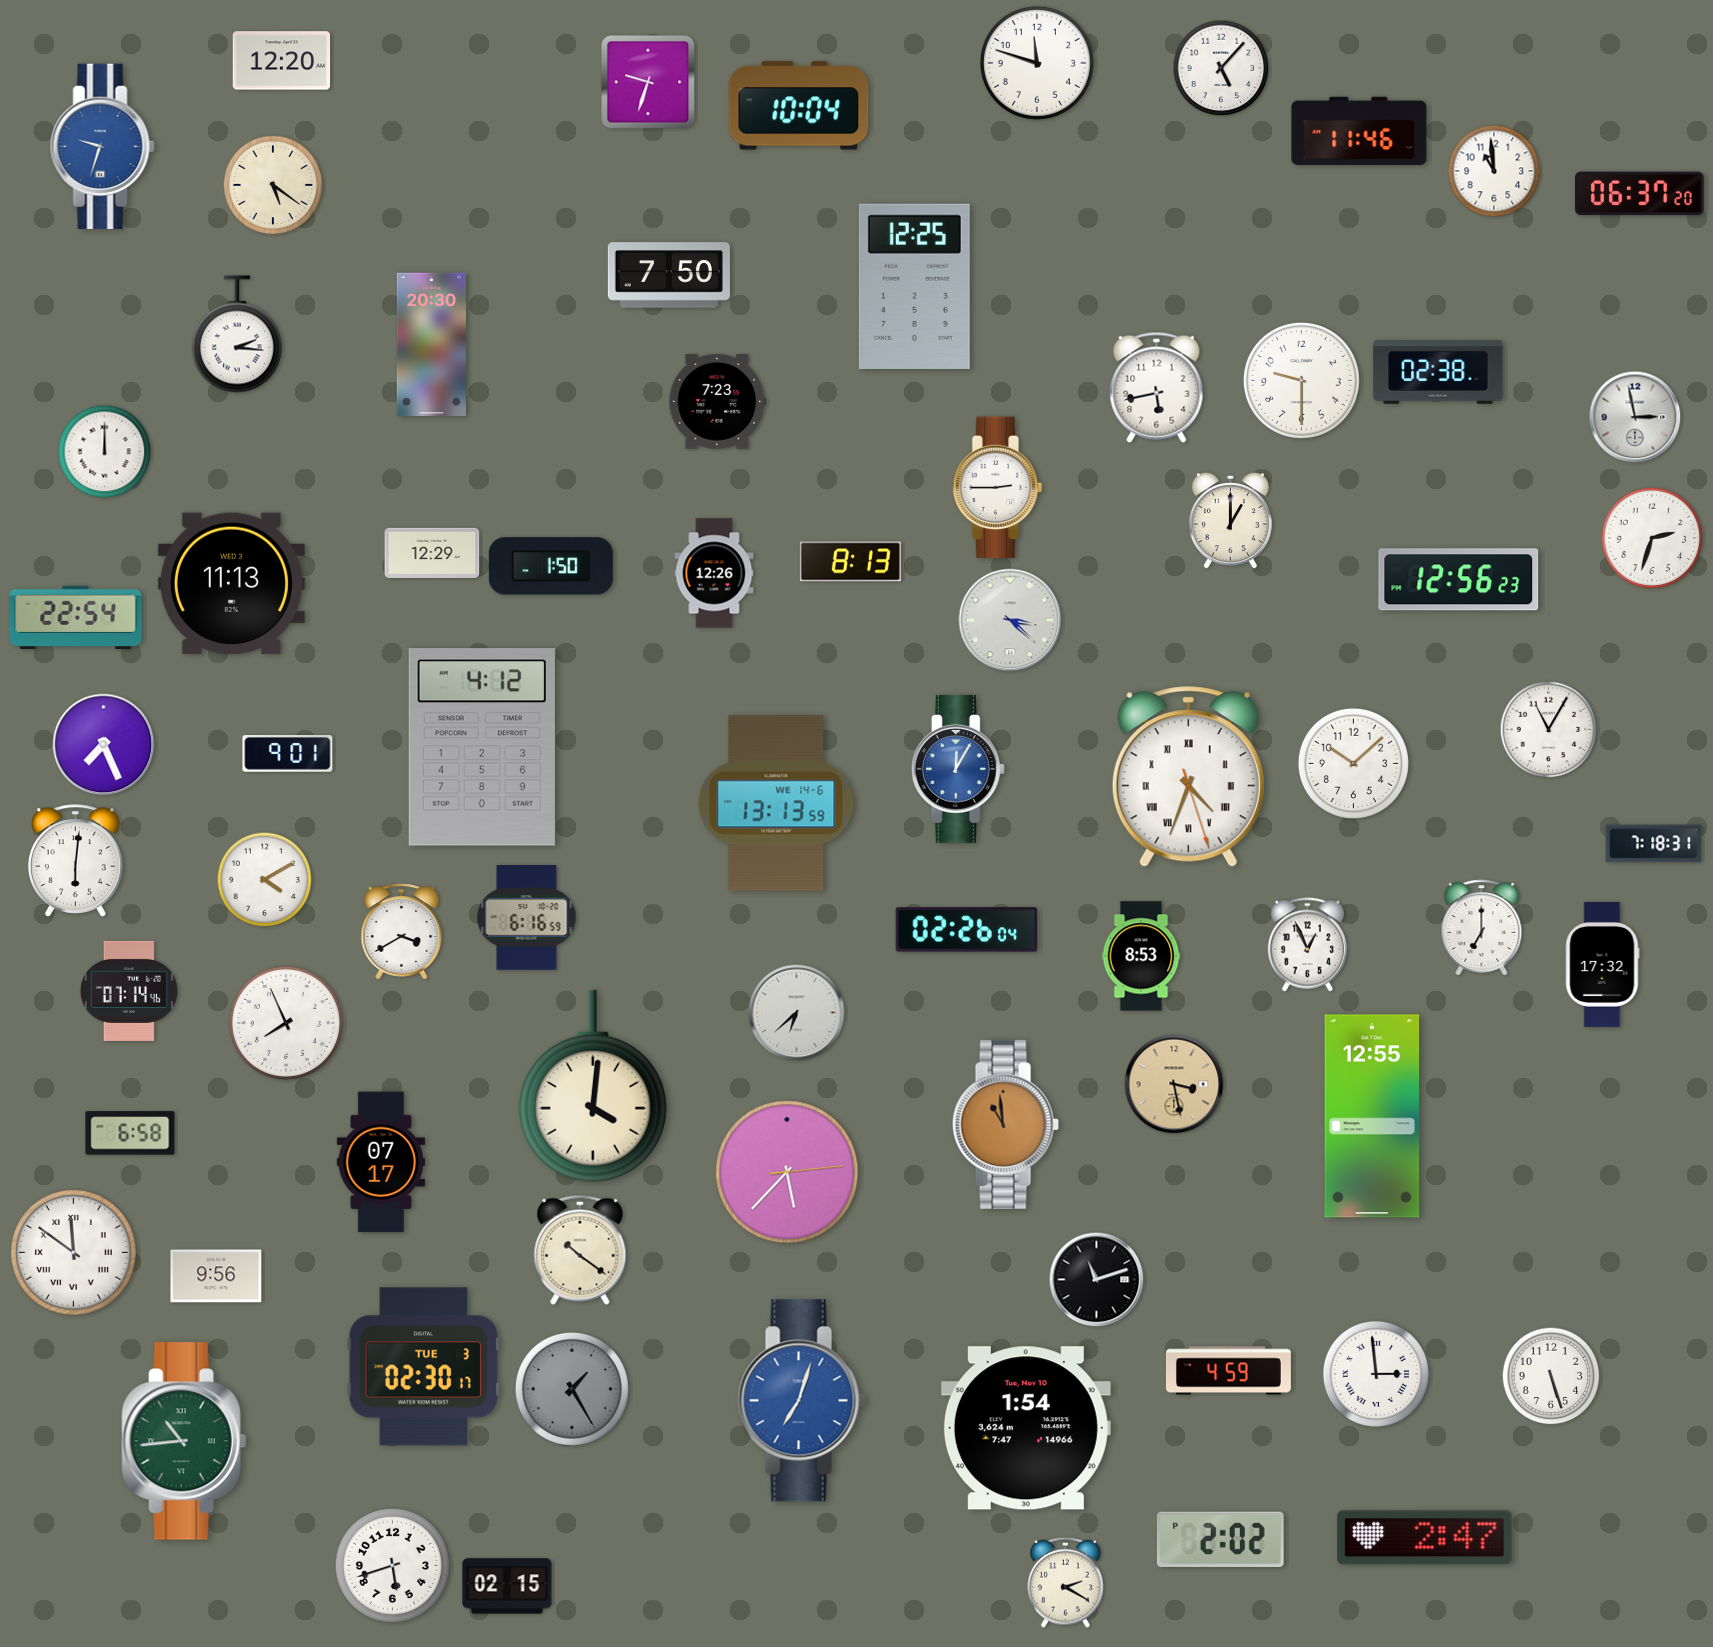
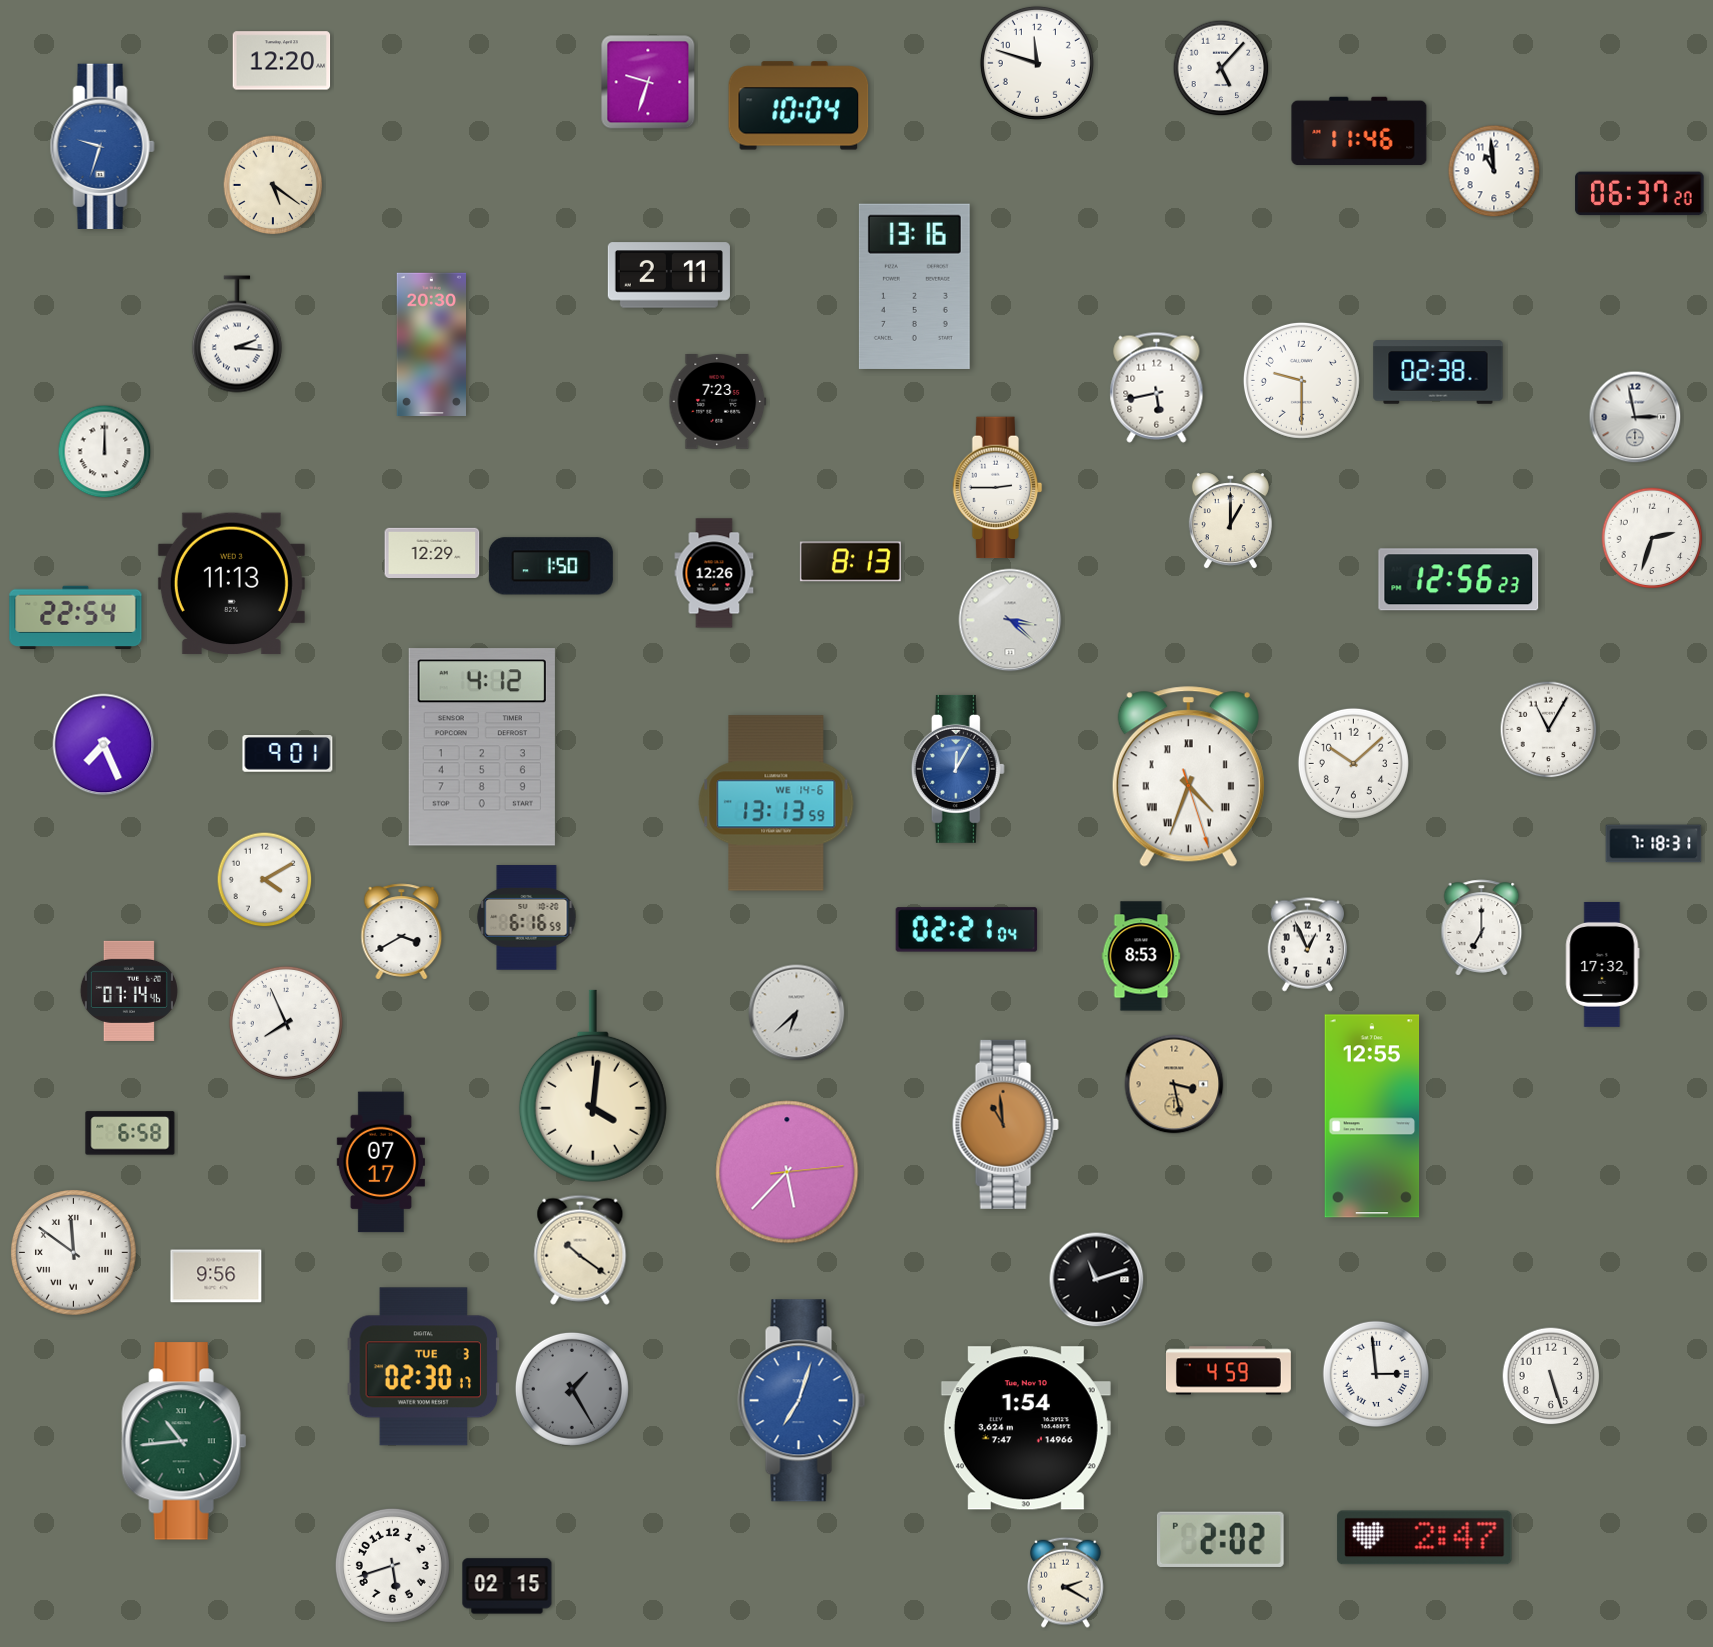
clock at (669, 275): 7:50 -> 2:11
clock at (914, 286): 12:25 -> 13:16
clock at (75, 861): 6:01 -> none
clock at (967, 930): 02:26 -> 02:21
